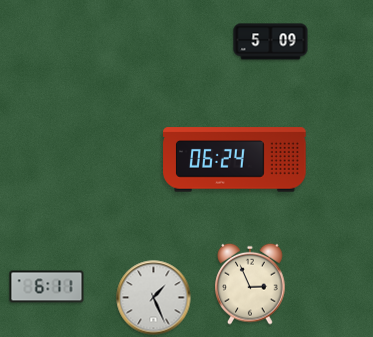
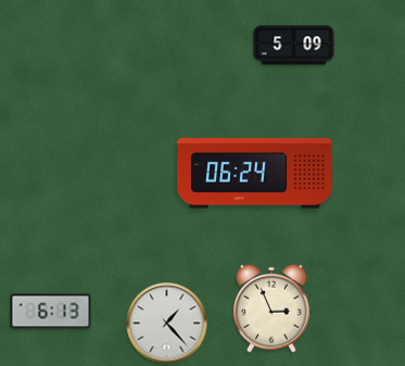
clock at (47, 287): 6:11 -> 6:13
clock at (154, 298): 1:26 -> 1:23
